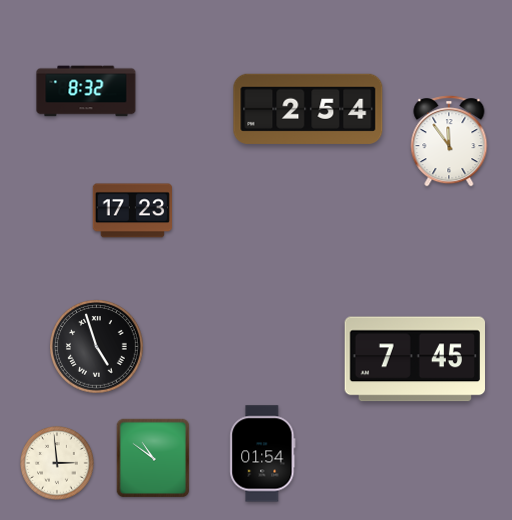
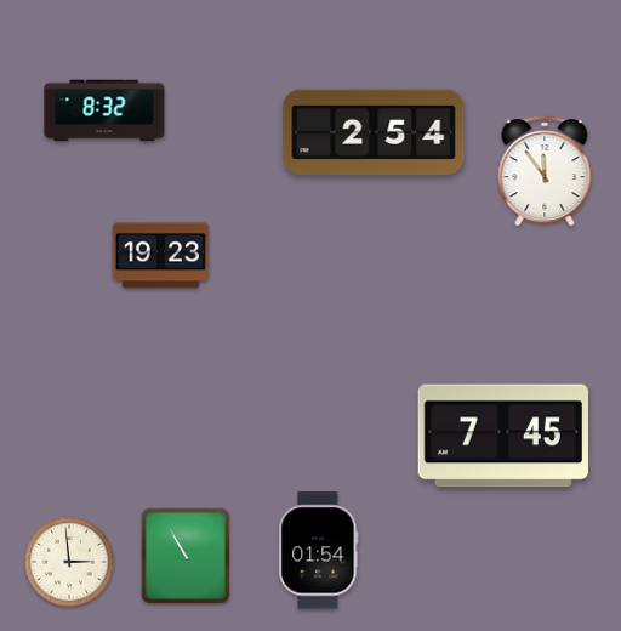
clock at (132, 211): 17:23 -> 19:23
clock at (97, 347): 4:57 -> none
clock at (153, 458): 10:51 -> 10:55
